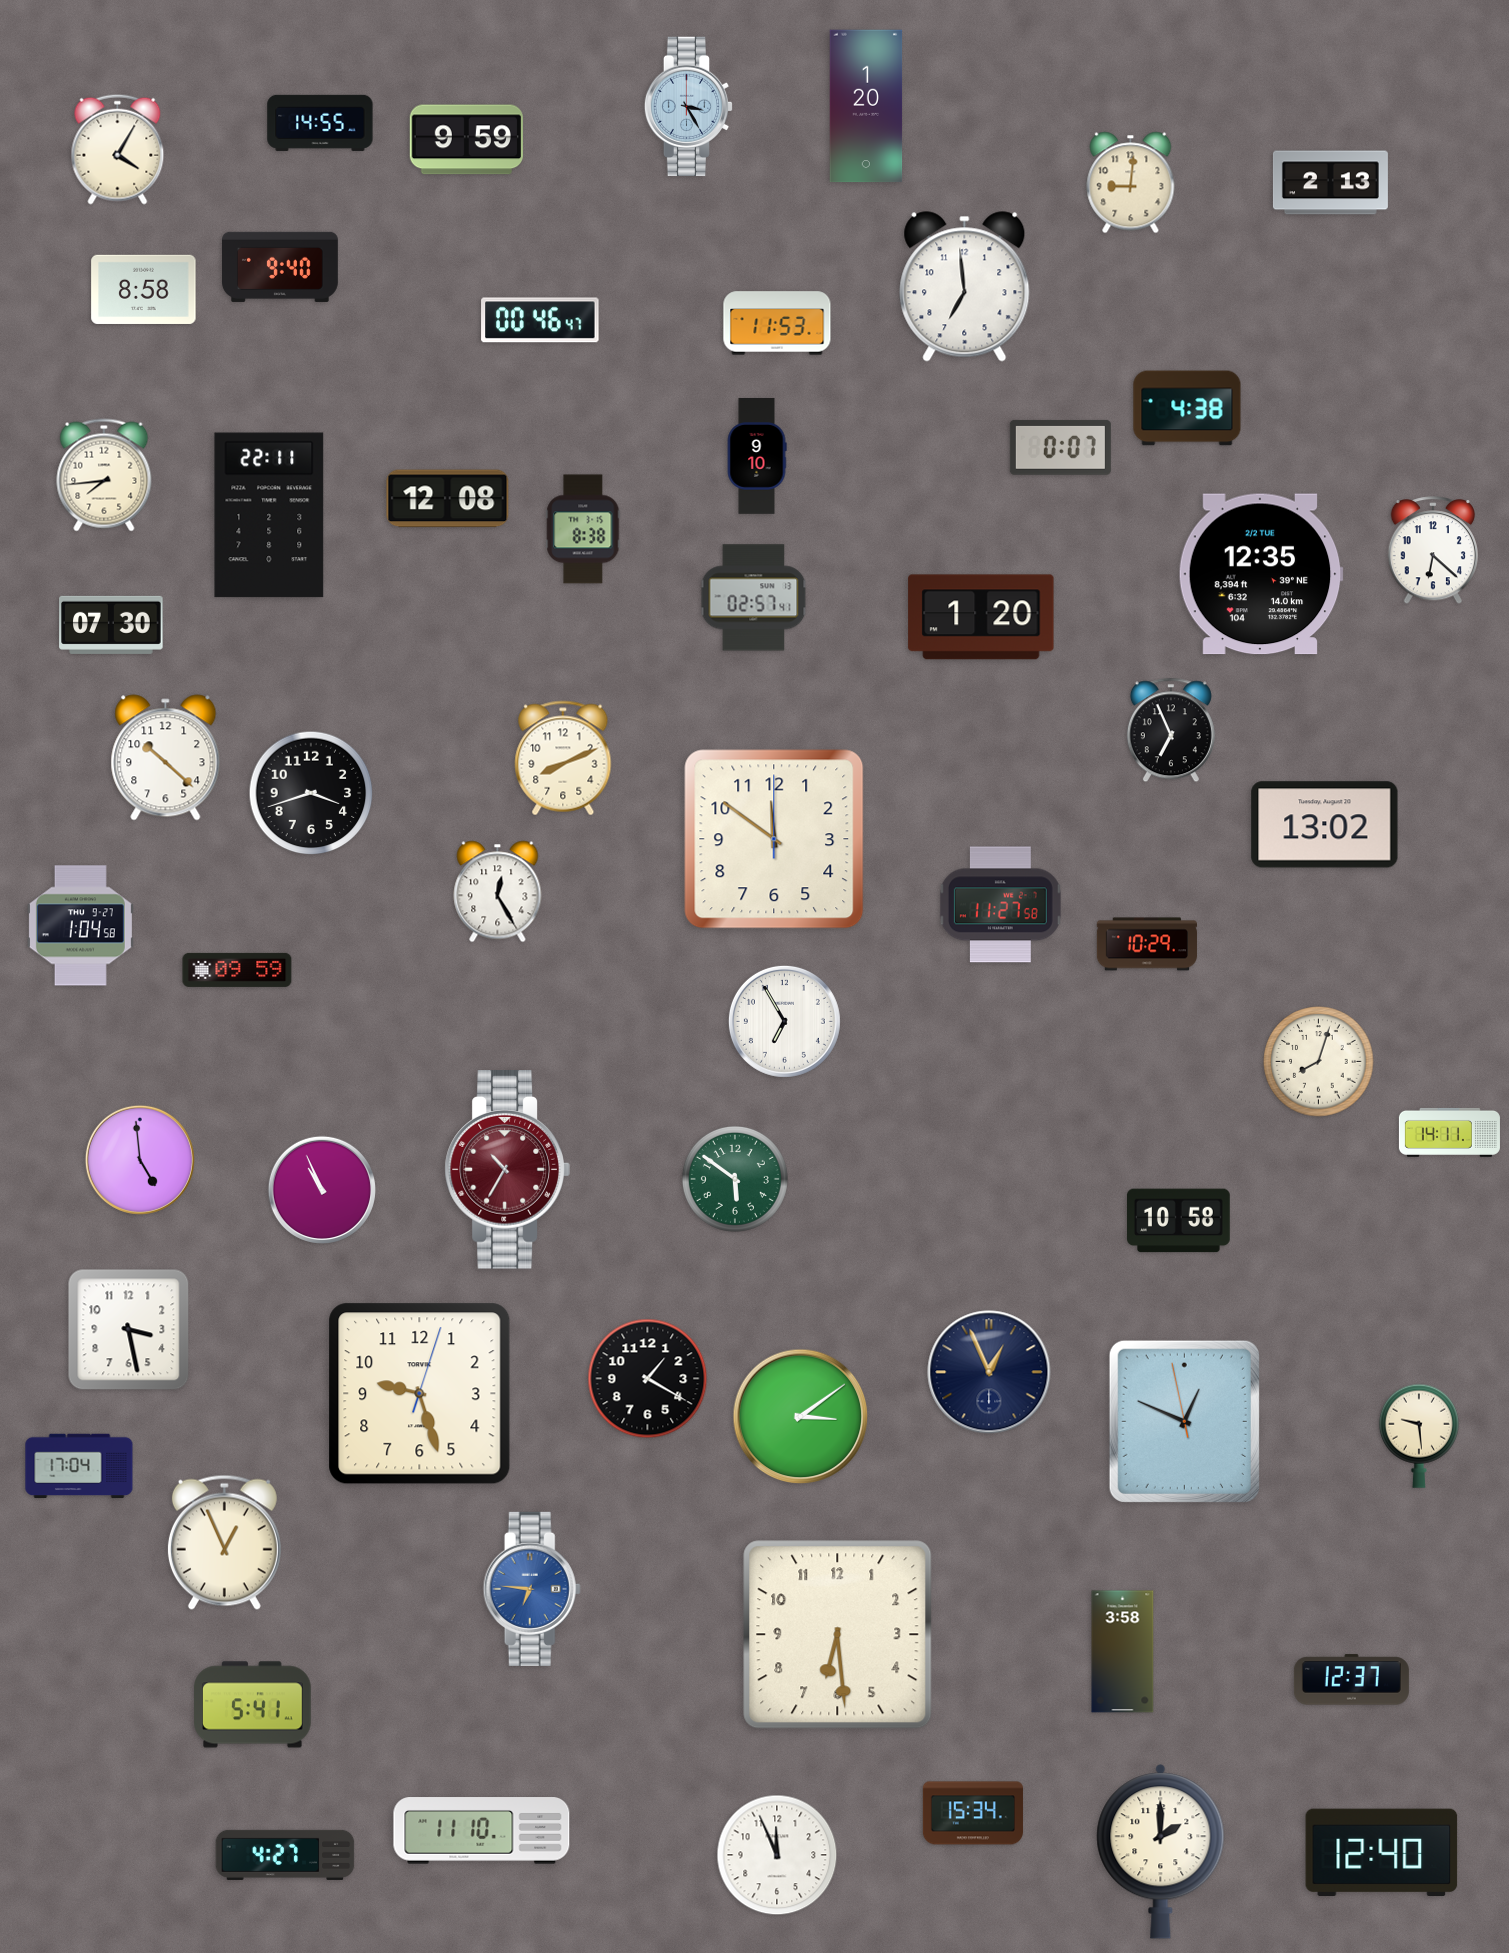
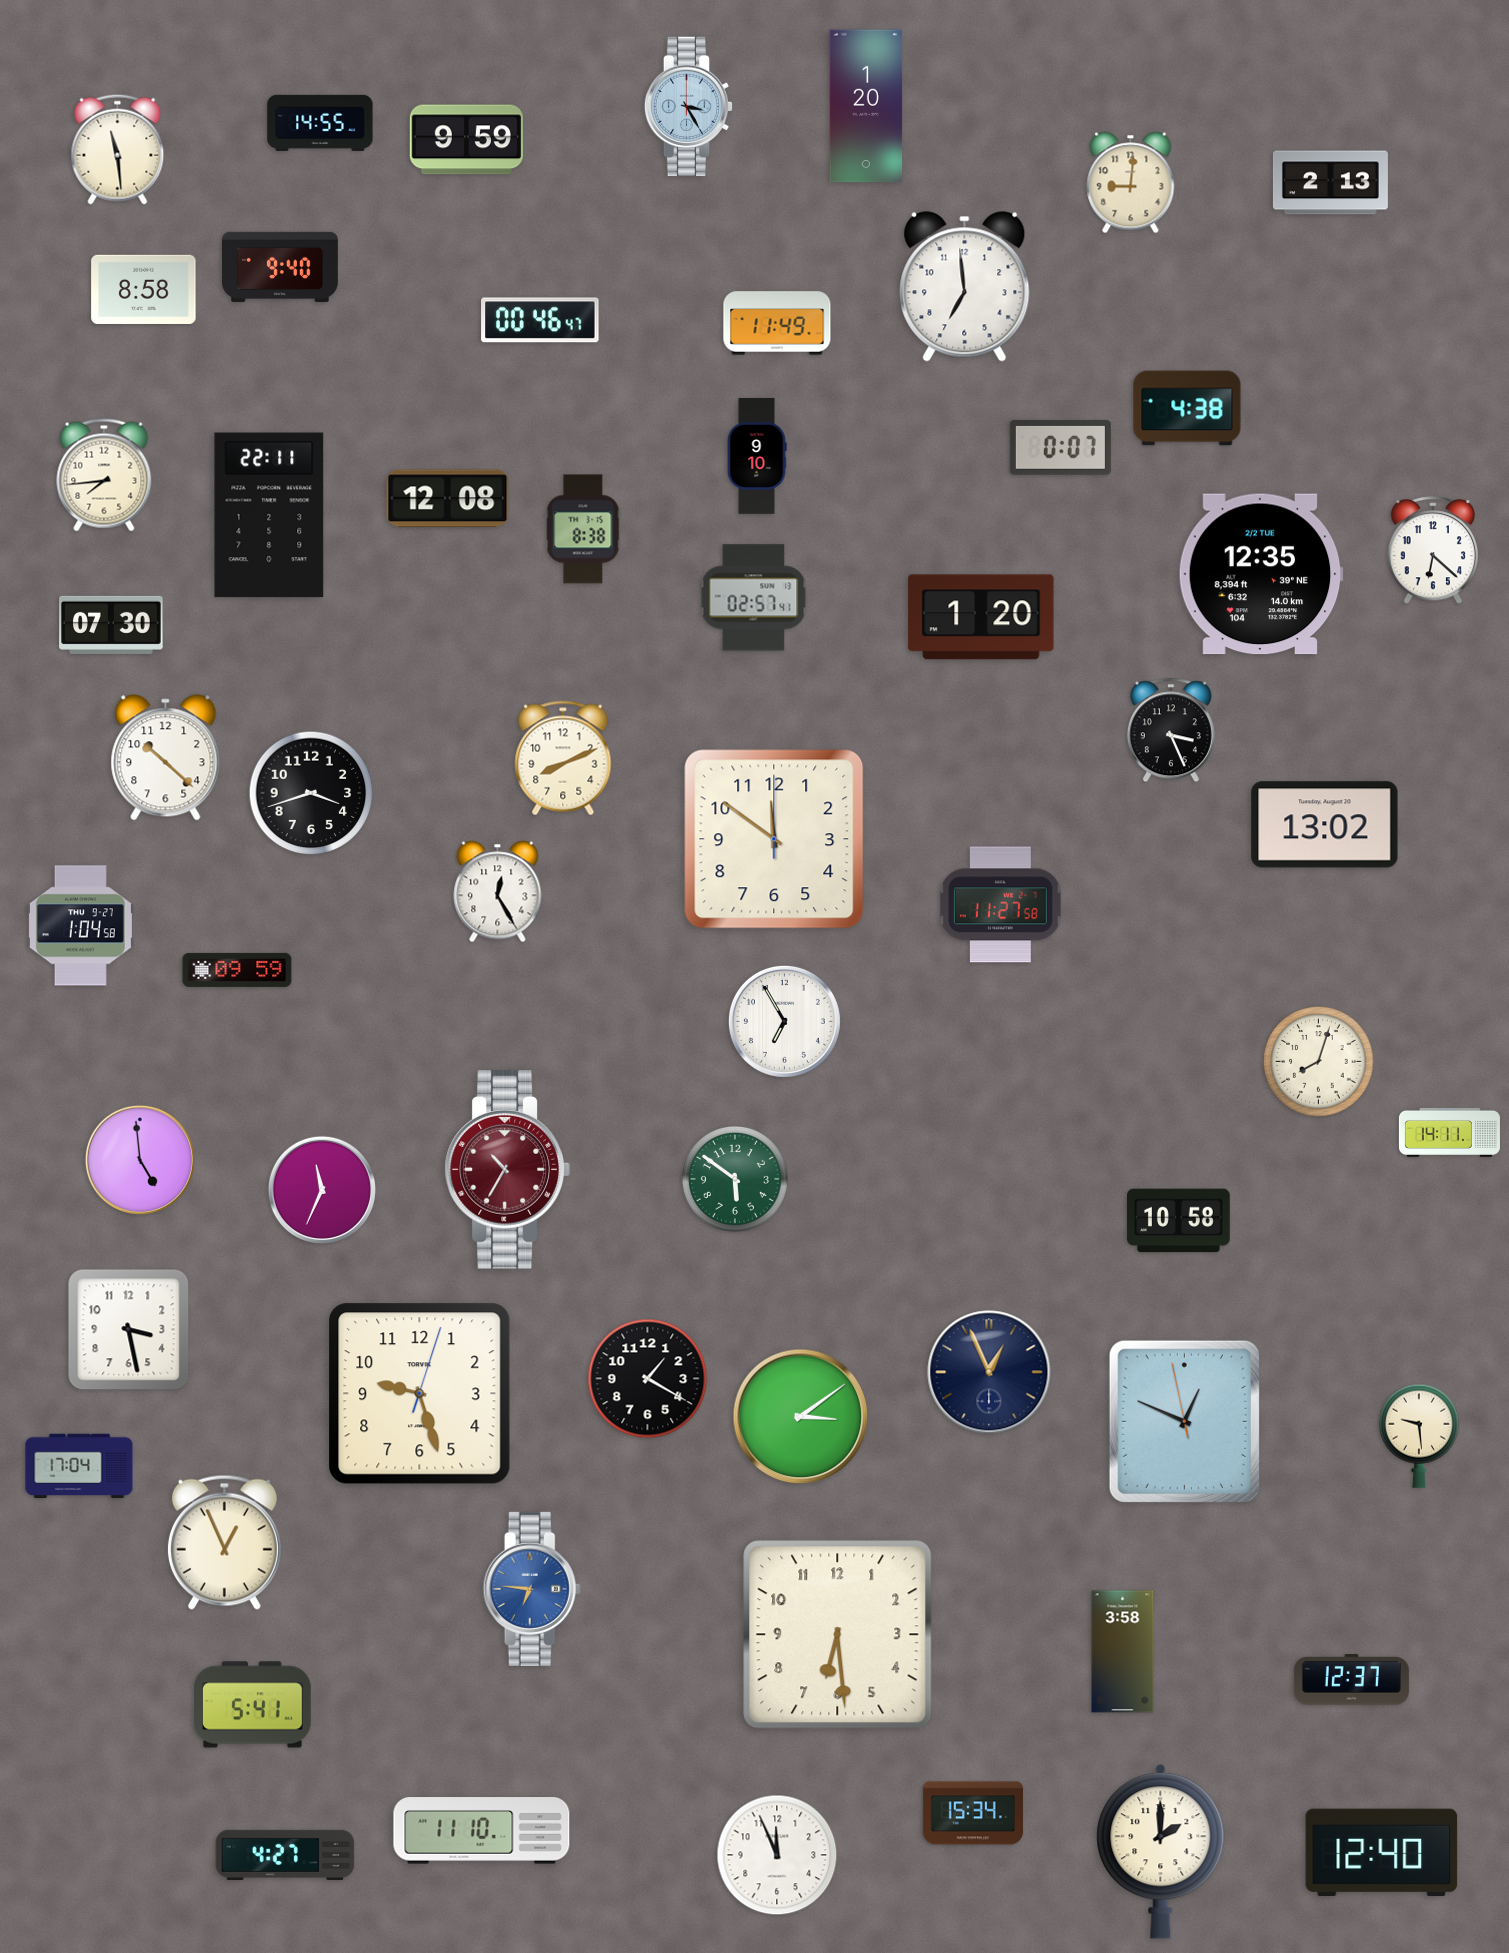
clock at (118, 149): 4:05 -> 11:29
clock at (777, 323): 11:53 -> 11:49
clock at (1171, 730): 6:56 -> 3:26
clock at (1147, 944): 10:29 -> none
clock at (322, 1190): 10:56 -> 11:34
